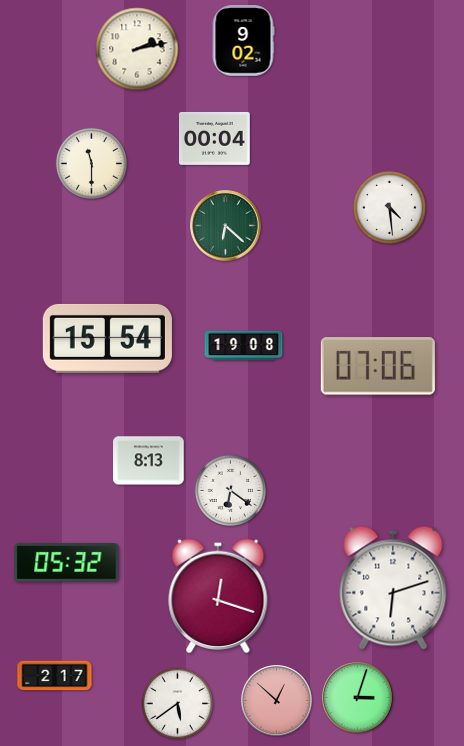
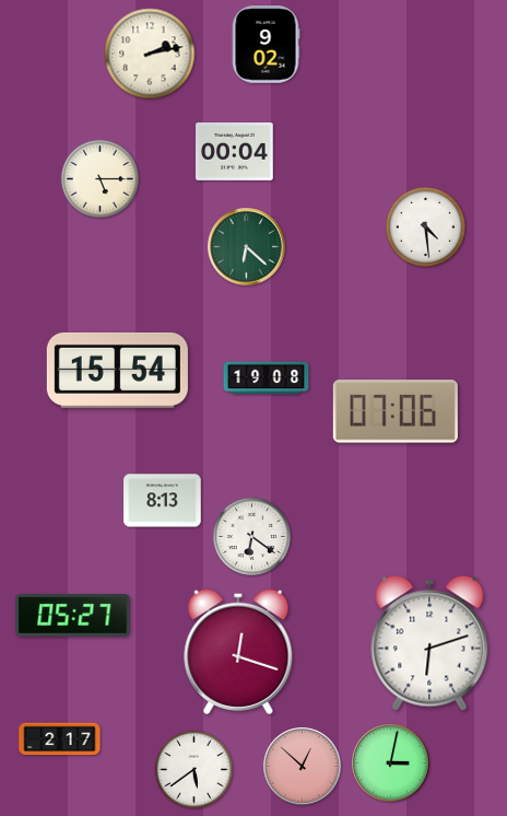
clock at (91, 163): 11:30 -> 5:15
clock at (378, 366) position: (378, 366) -> (396, 411)
clock at (149, 461) position: (149, 461) -> (163, 501)
clock at (67, 563): 05:32 -> 05:27
clock at (358, 698): 3:03 -> 3:02
